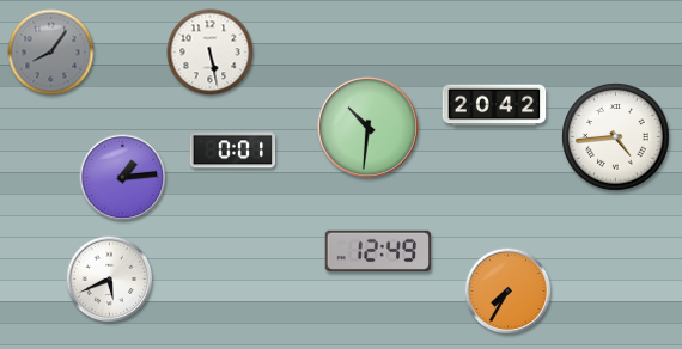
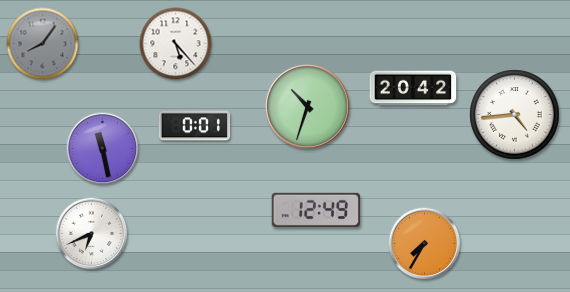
clock at (211, 53): 5:28 -> 5:23
clock at (367, 127): 10:31 -> 10:33
clock at (123, 178): 1:14 -> 11:28
clock at (110, 280): 5:41 -> 6:41
